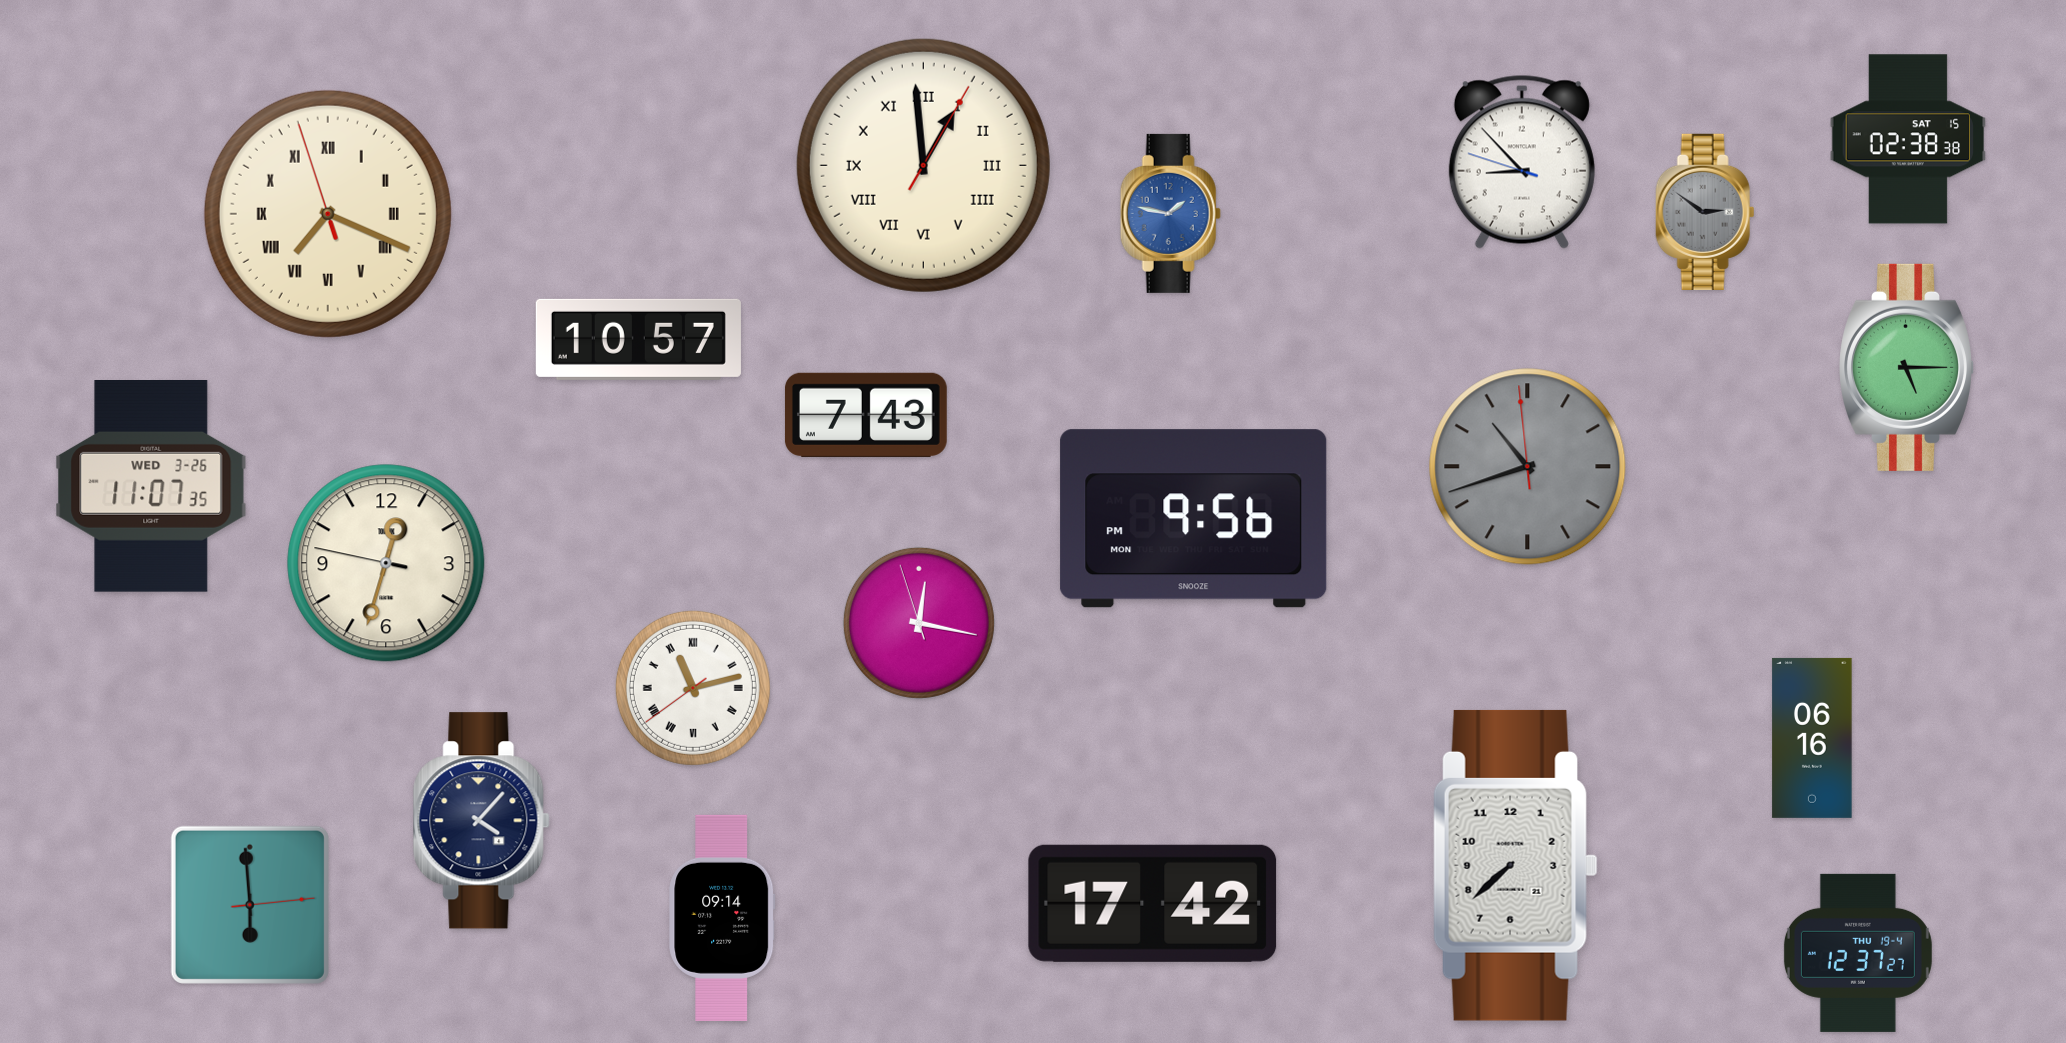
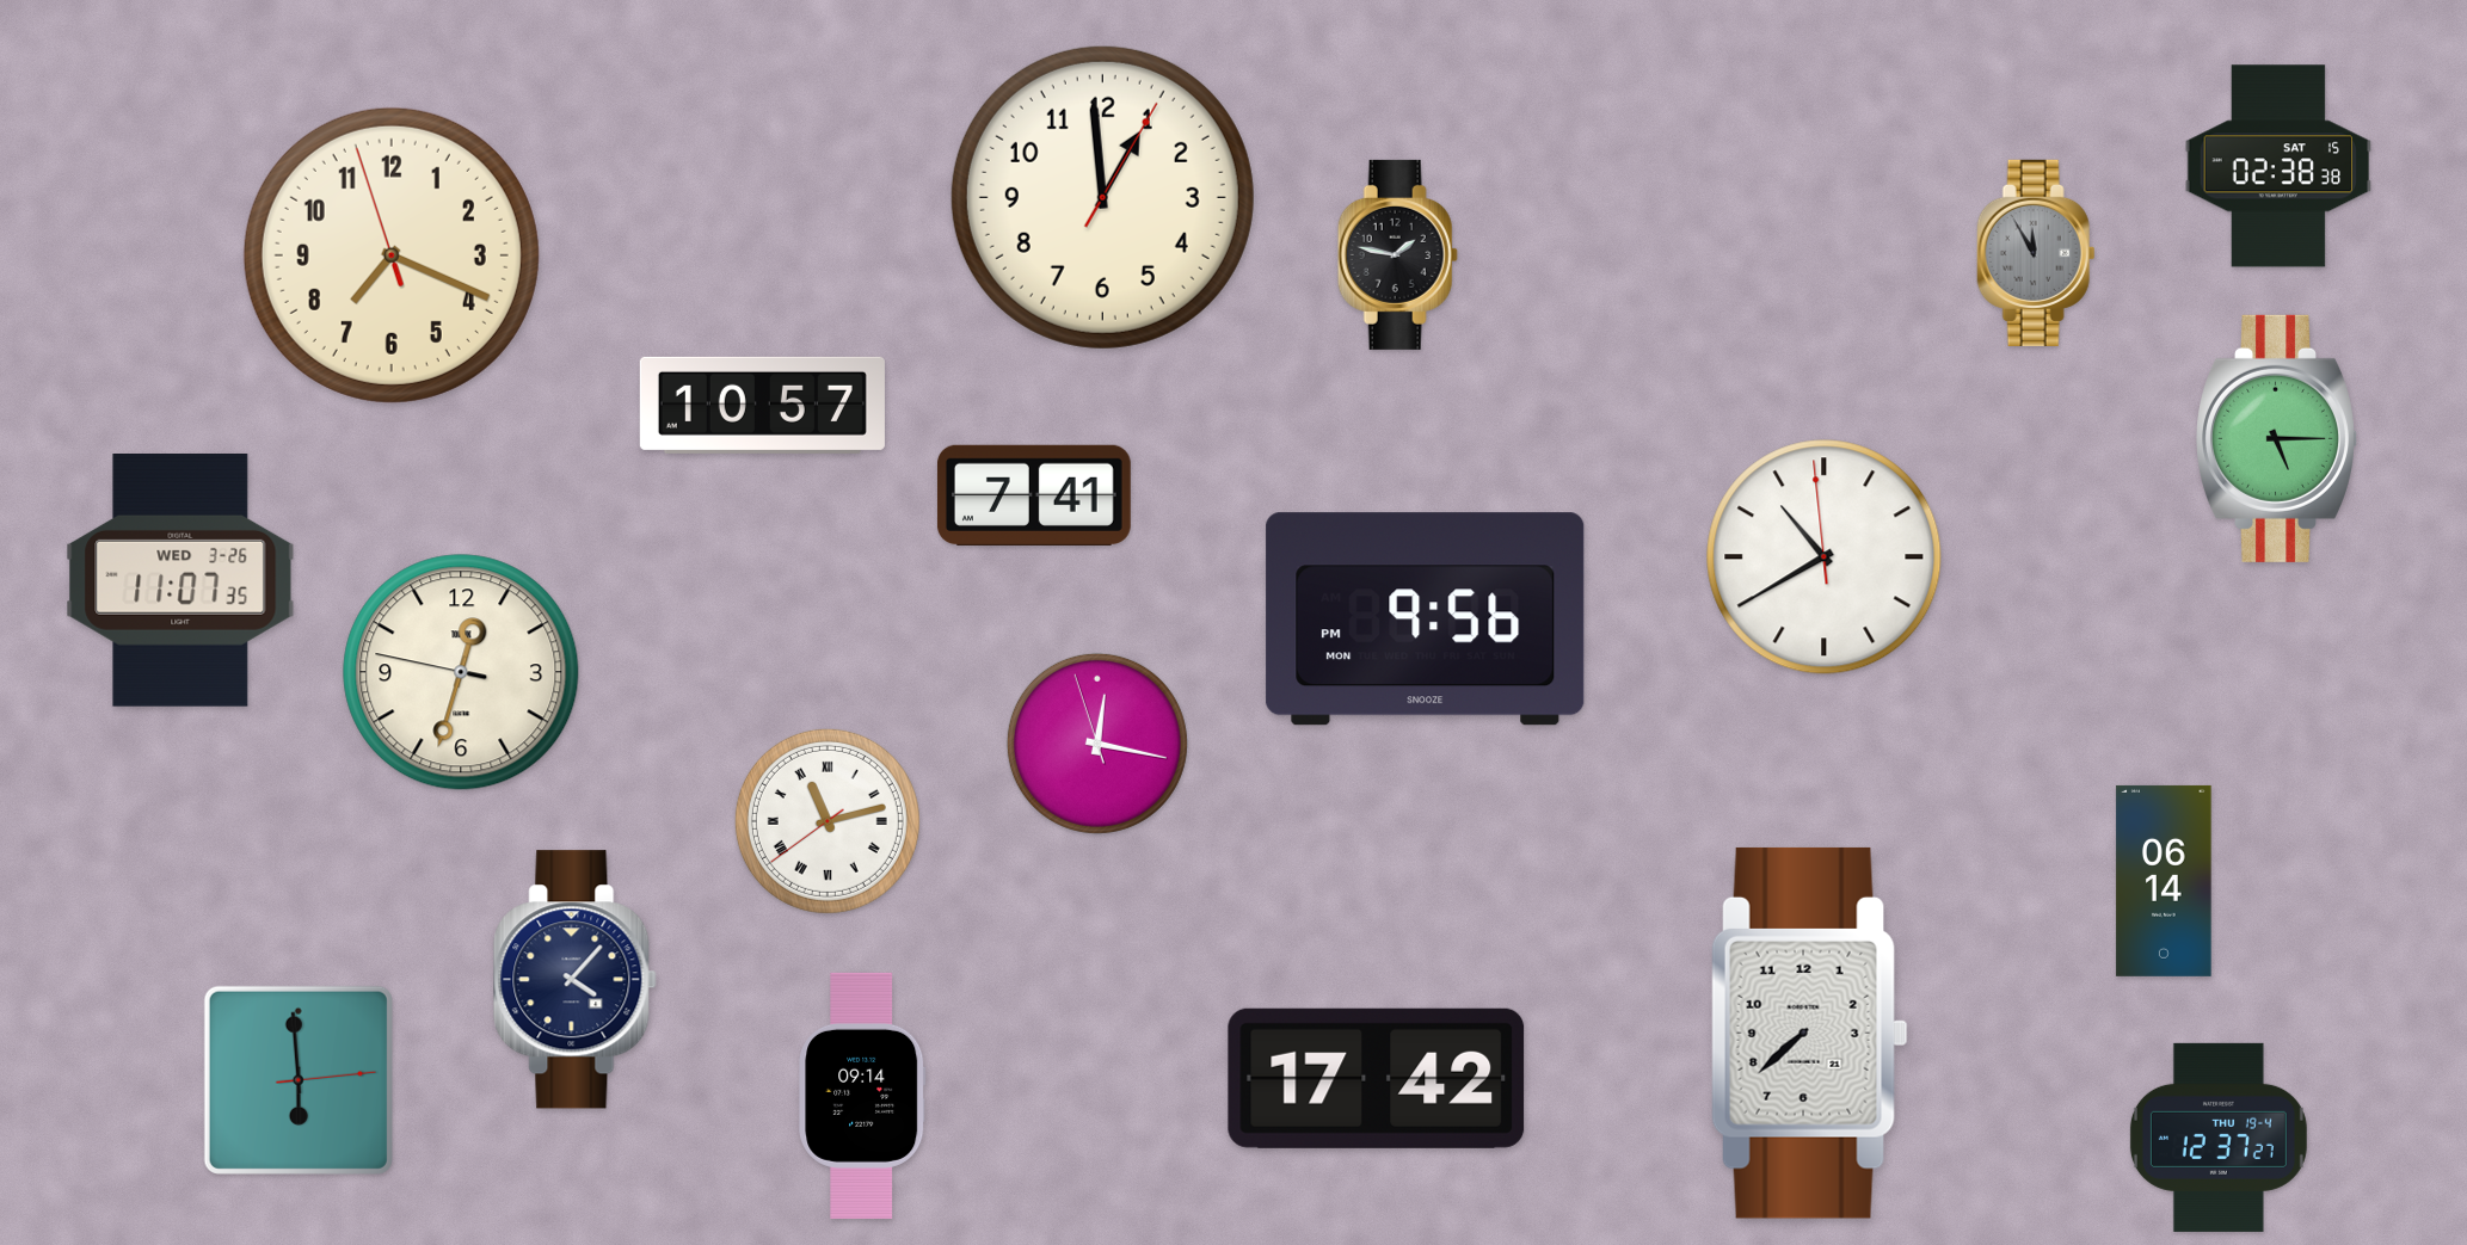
clock at (1522, 162): 8:52 -> none
clock at (923, 165) numerals: Roman -> Arabic
clock at (1705, 212): 2:51 -> 11:55
clock at (1170, 213) dial: blue -> black
clock at (328, 214) numerals: Roman -> Arabic
clock at (866, 415): 7:43 -> 7:41
clock at (1528, 467): 10:41 -> 10:39
clock at (1528, 467) dial: grey -> white
clock at (1812, 738): 06:16 -> 06:14
